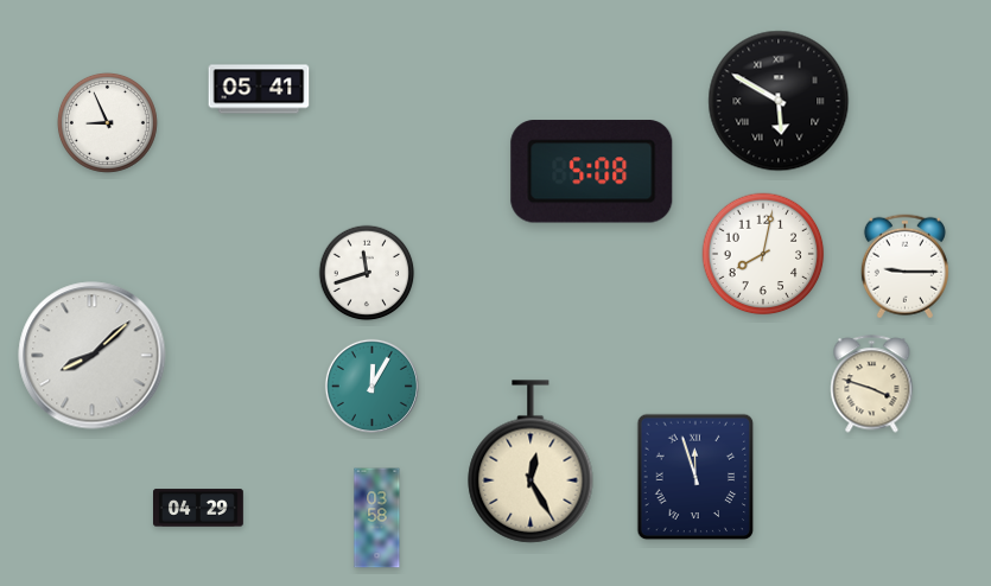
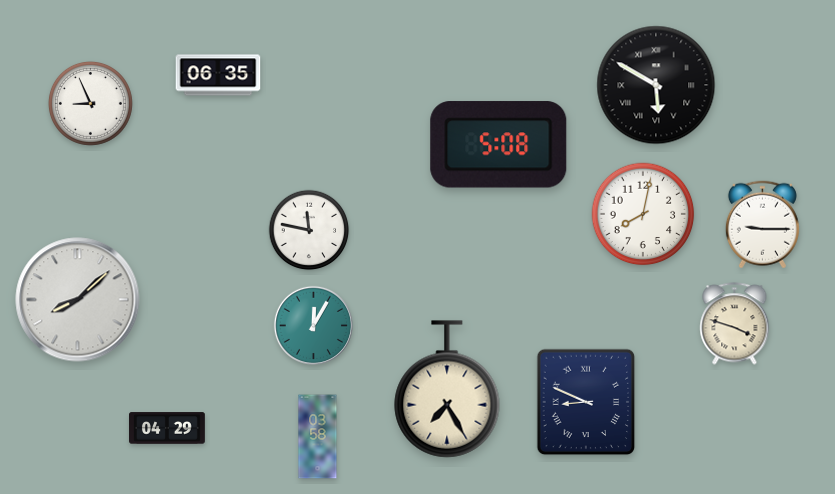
clock at (259, 89): 05:41 -> 06:35
clock at (367, 273): 11:42 -> 11:47
clock at (531, 461): 12:25 -> 7:25
clock at (695, 477): 11:57 -> 8:49
